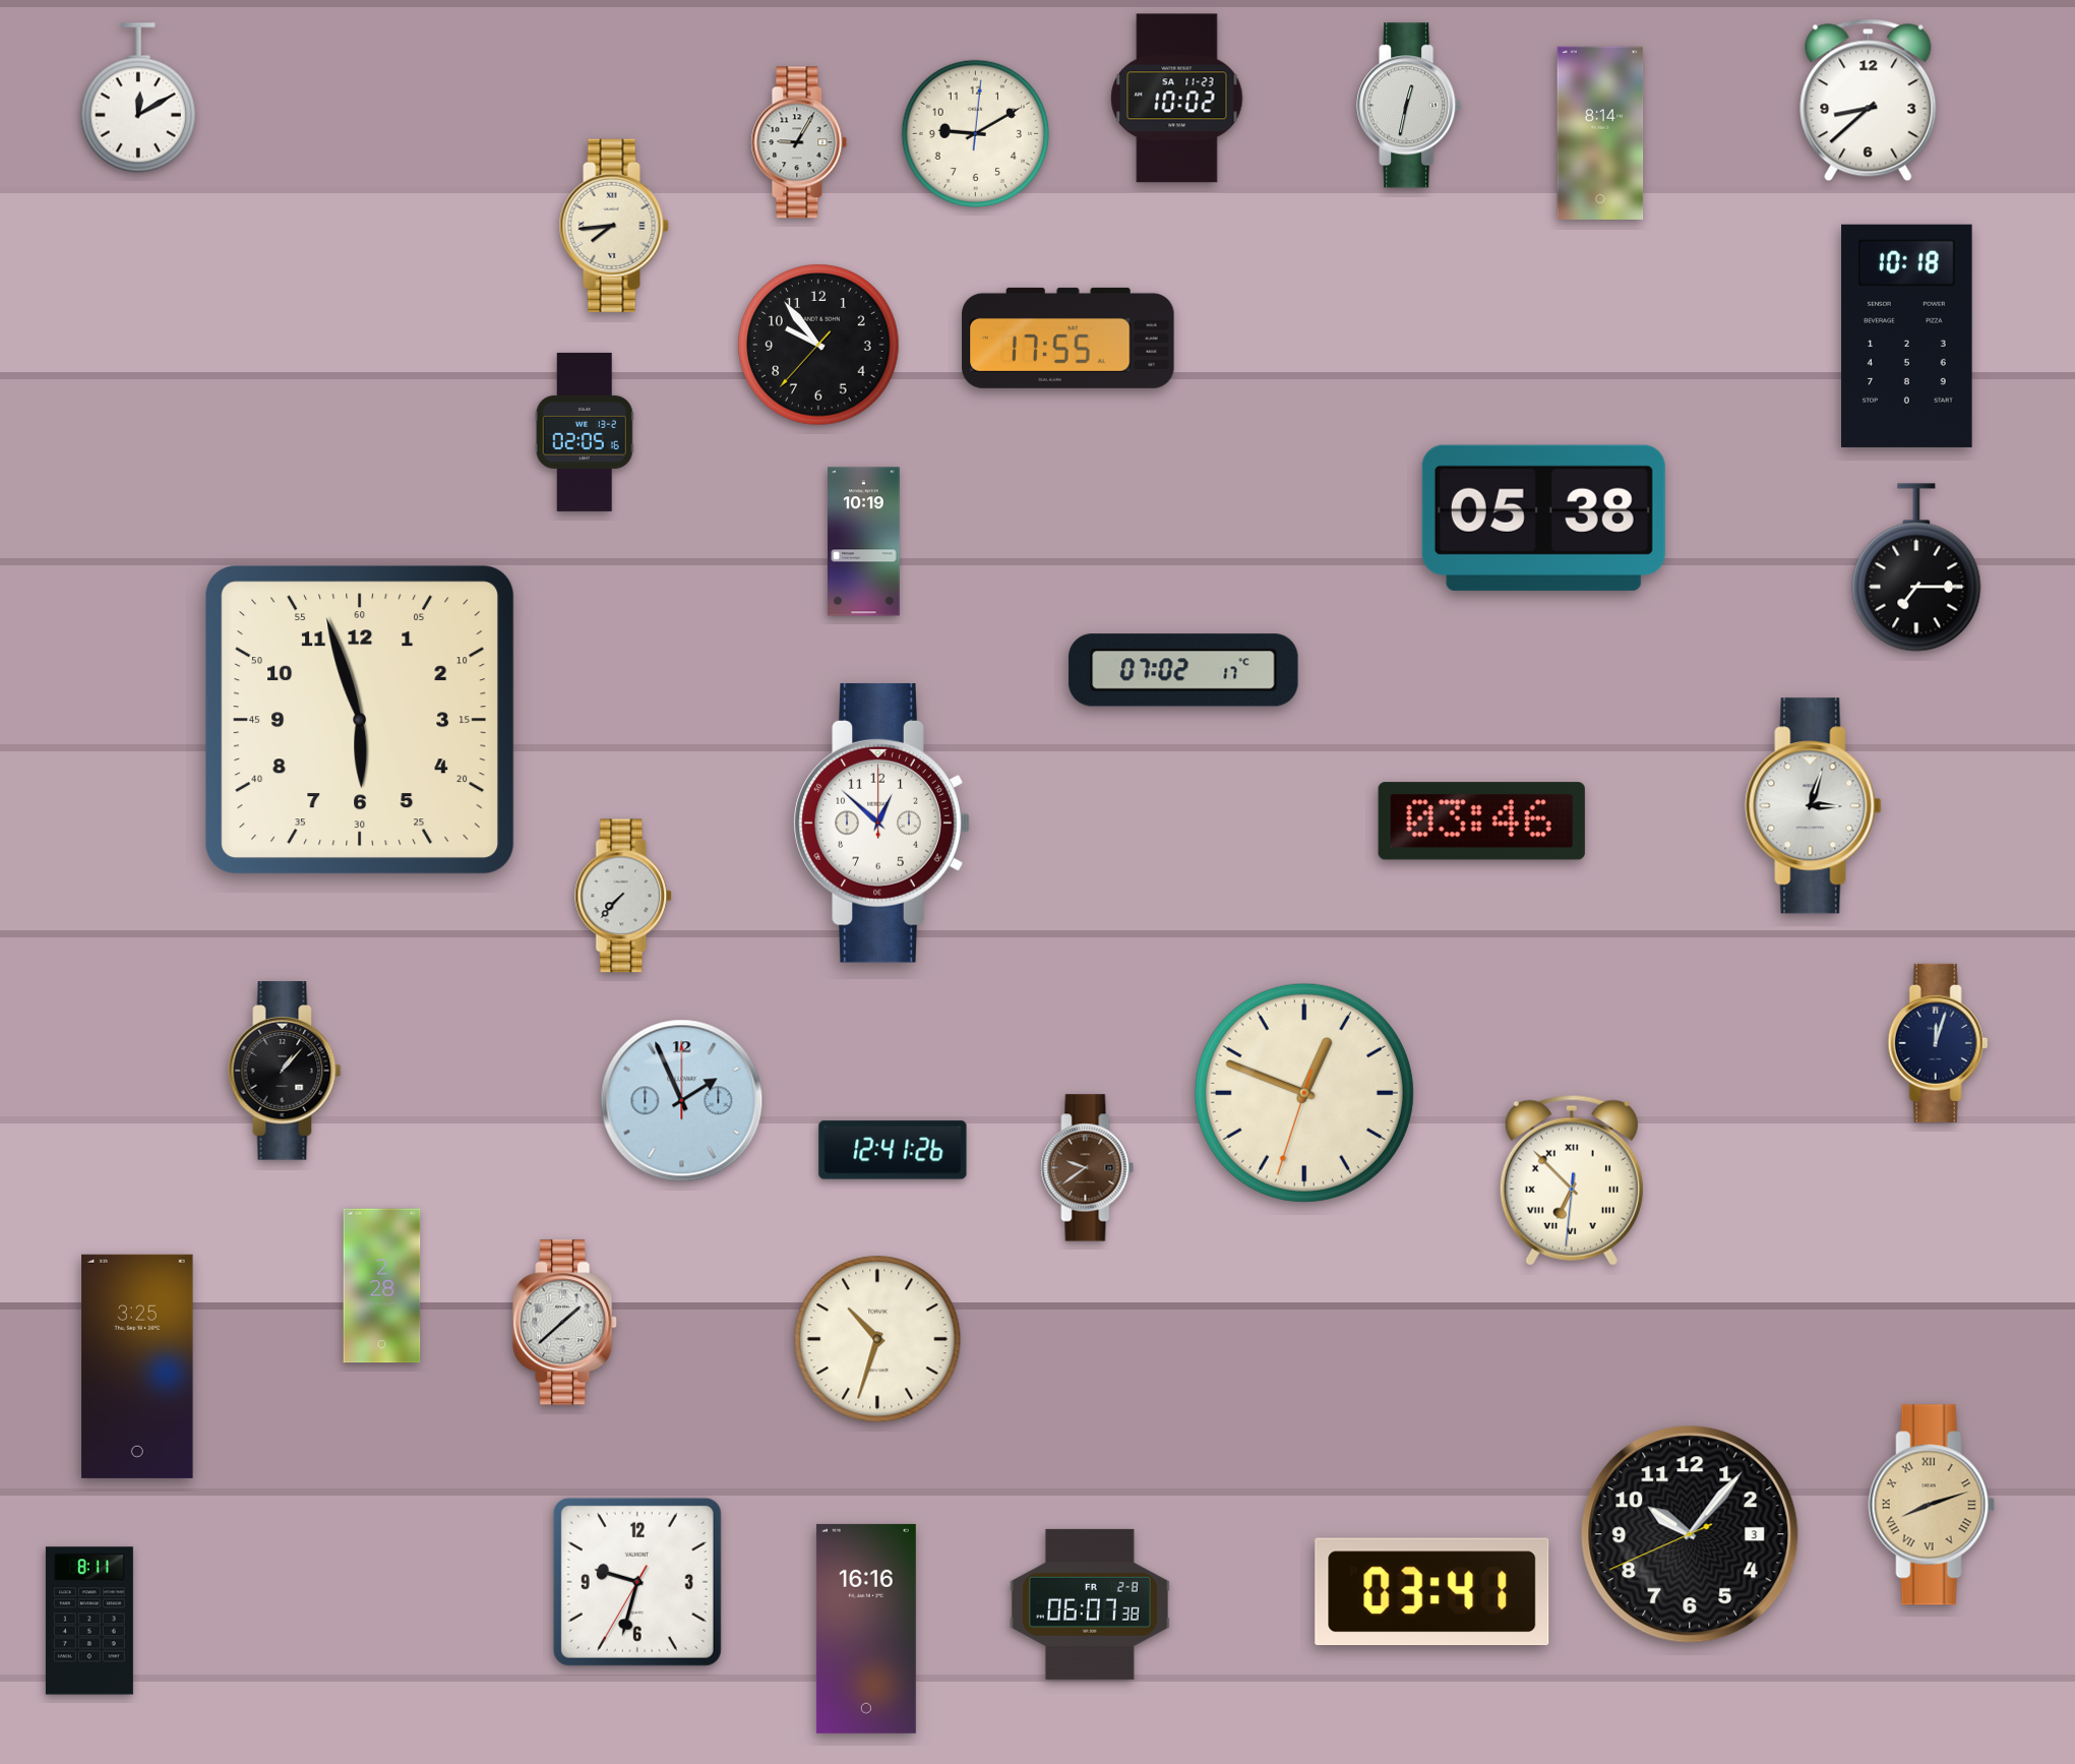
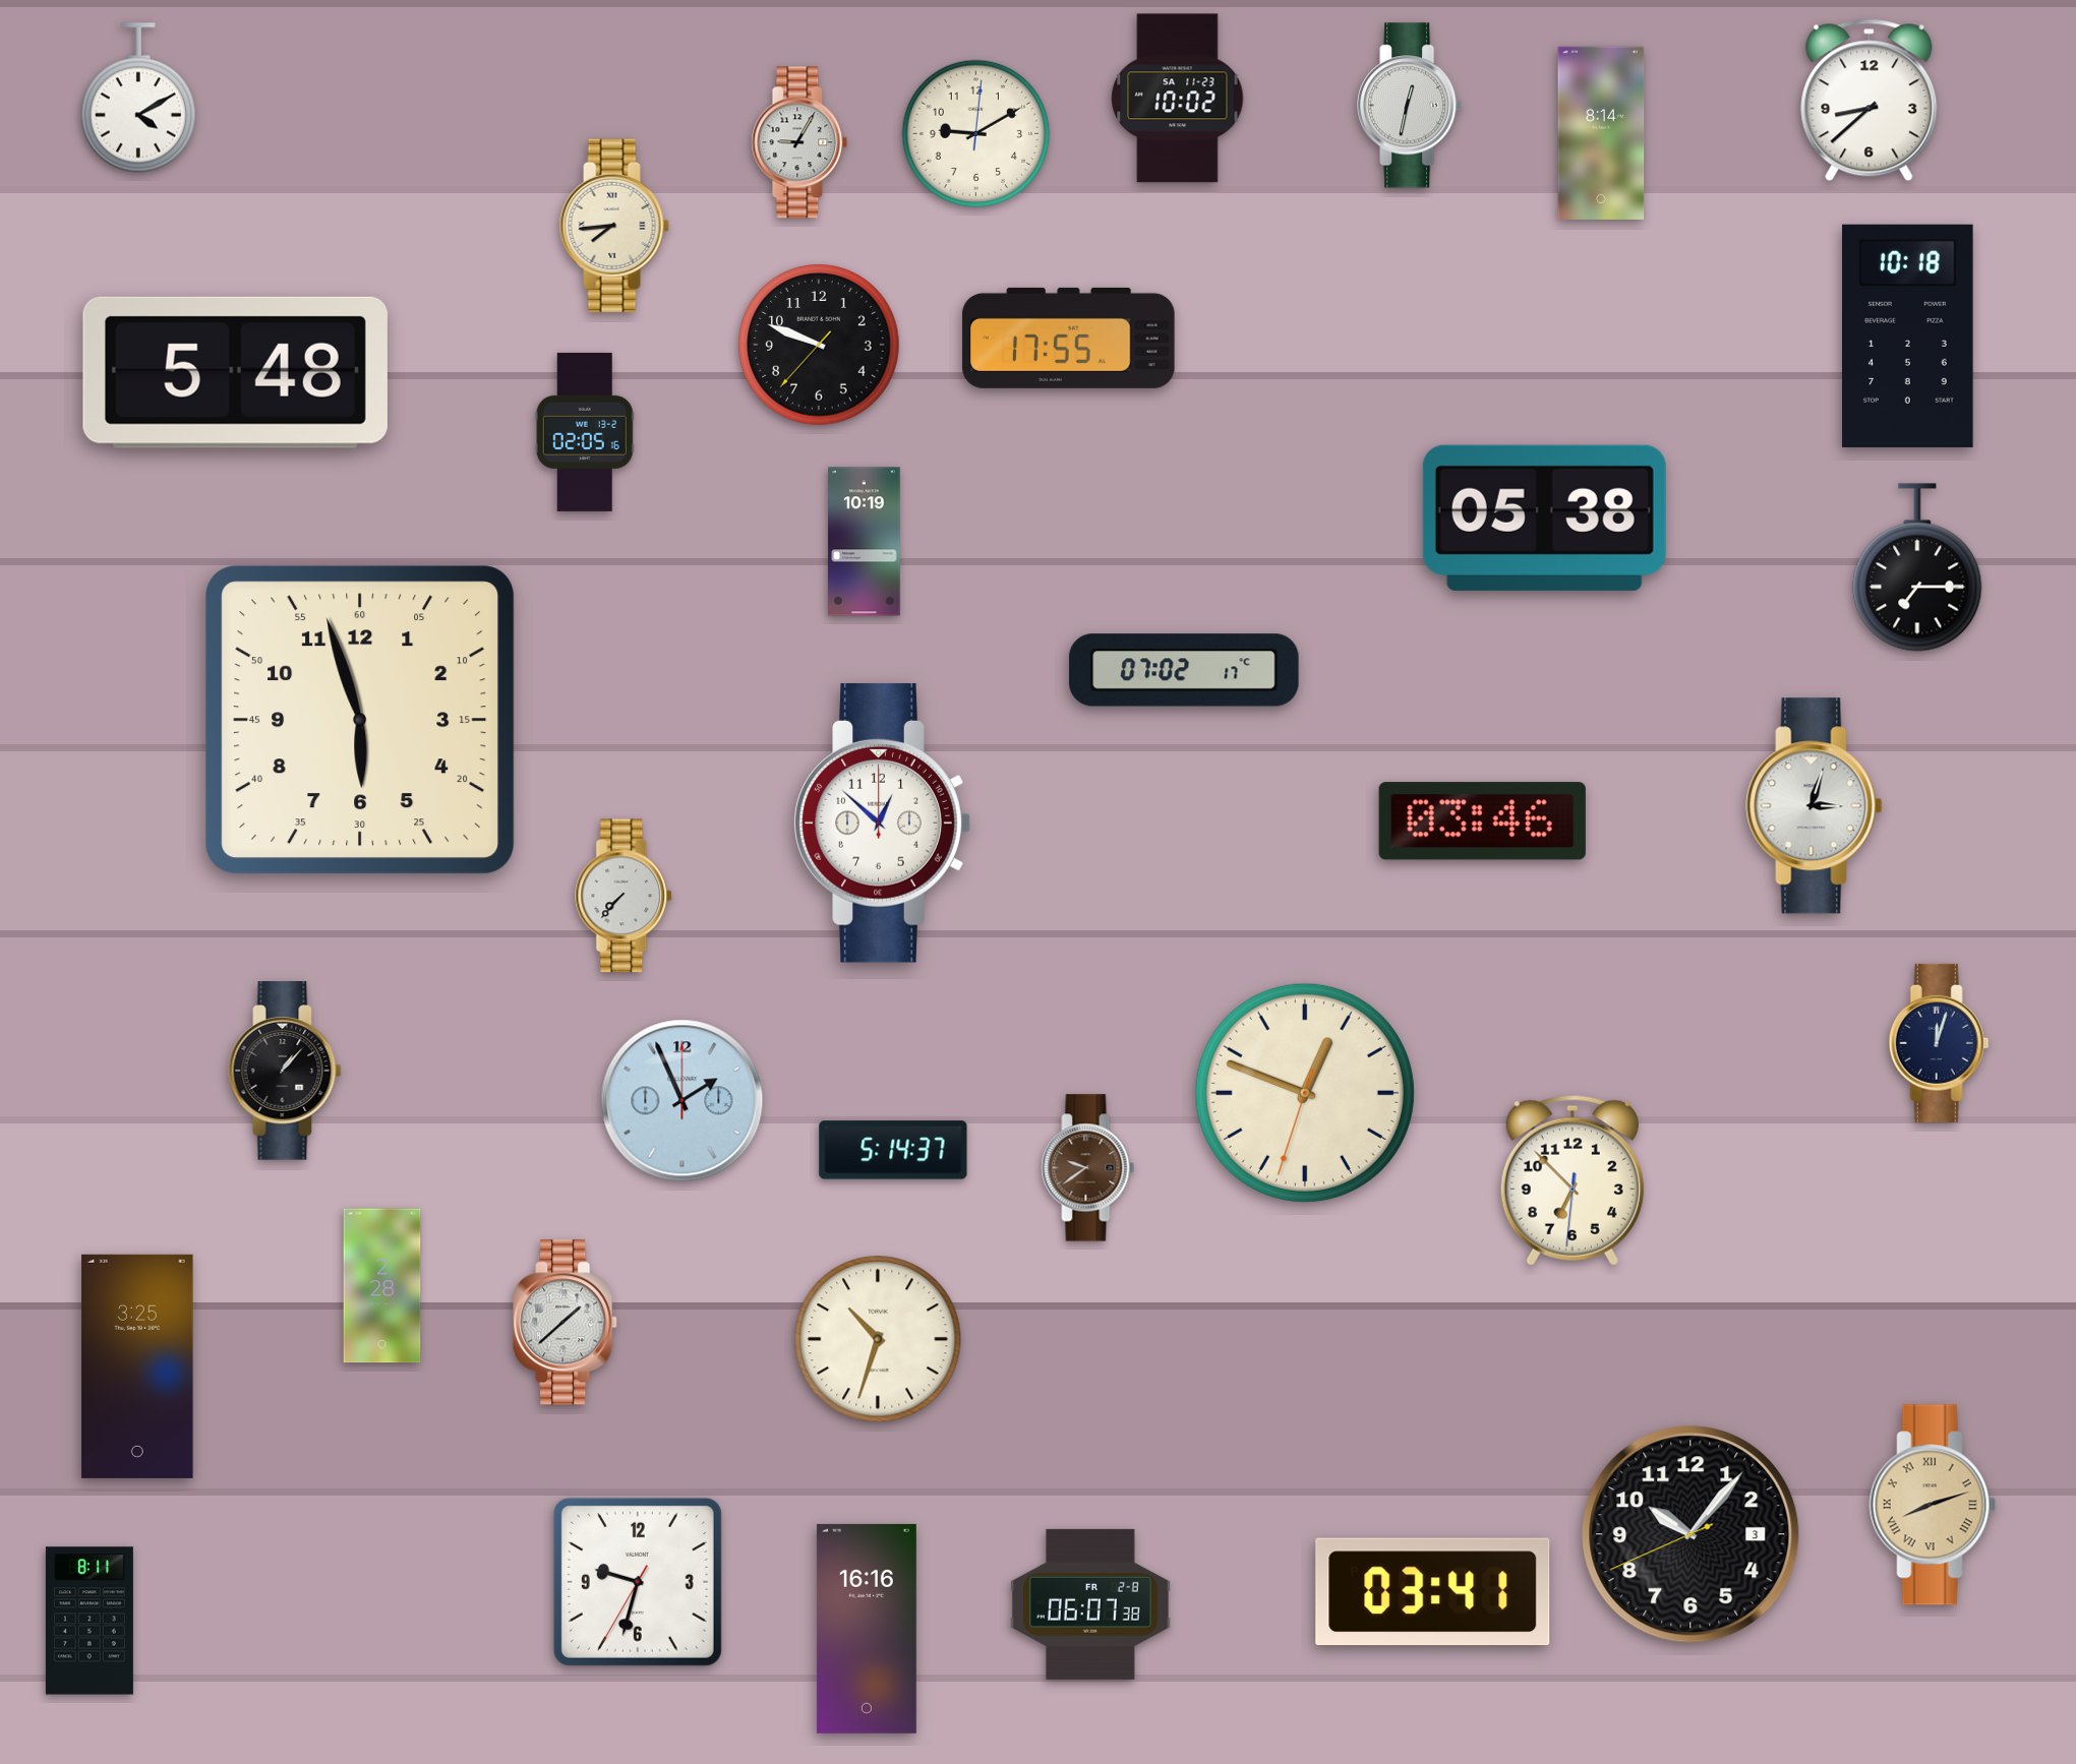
clock at (138, 98): 12:10 -> 4:10
clock at (818, 345): 9:53 -> 9:48
clock at (235, 372): none -> 5:48
clock at (893, 1150): 12:41 -> 5:14
clock at (1572, 1180) numerals: Roman -> Arabic
